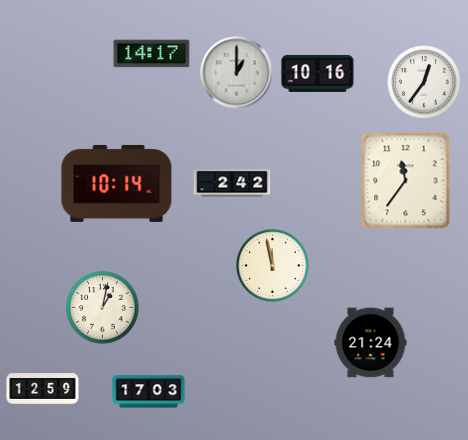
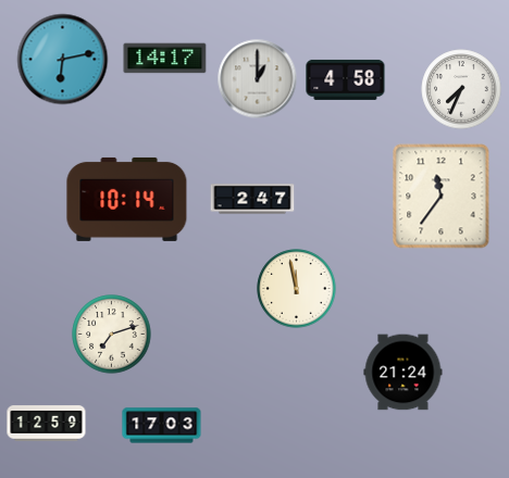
clock at (63, 60): none -> 6:13
clock at (318, 73): 10:16 -> 4:58
clock at (424, 82): 12:36 -> 7:34
clock at (232, 183): 2:42 -> 2:47
clock at (103, 308): 1:02 -> 7:12
